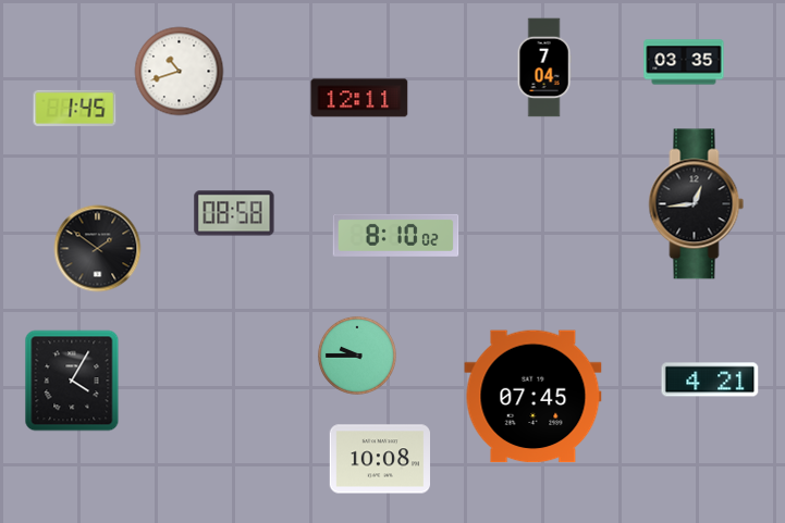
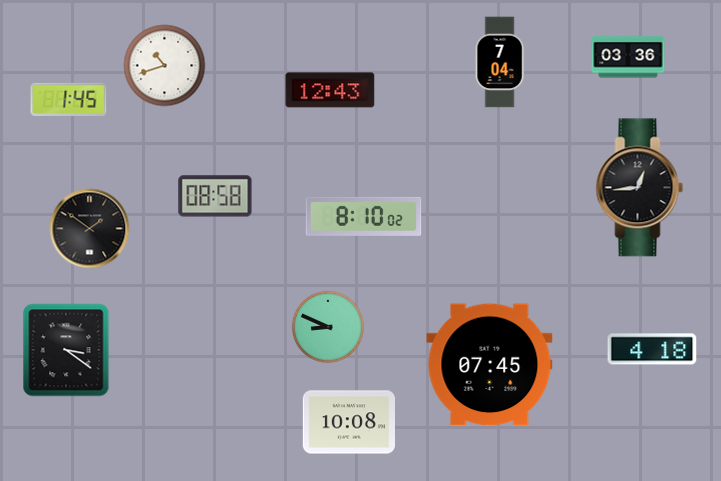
clock at (684, 62): 03:35 -> 03:36
clock at (359, 98): 12:11 -> 12:43
clock at (357, 356): 9:45 -> 8:49
clock at (710, 379): 4:21 -> 4:18
clock at (72, 381): 4:05 -> 3:21
